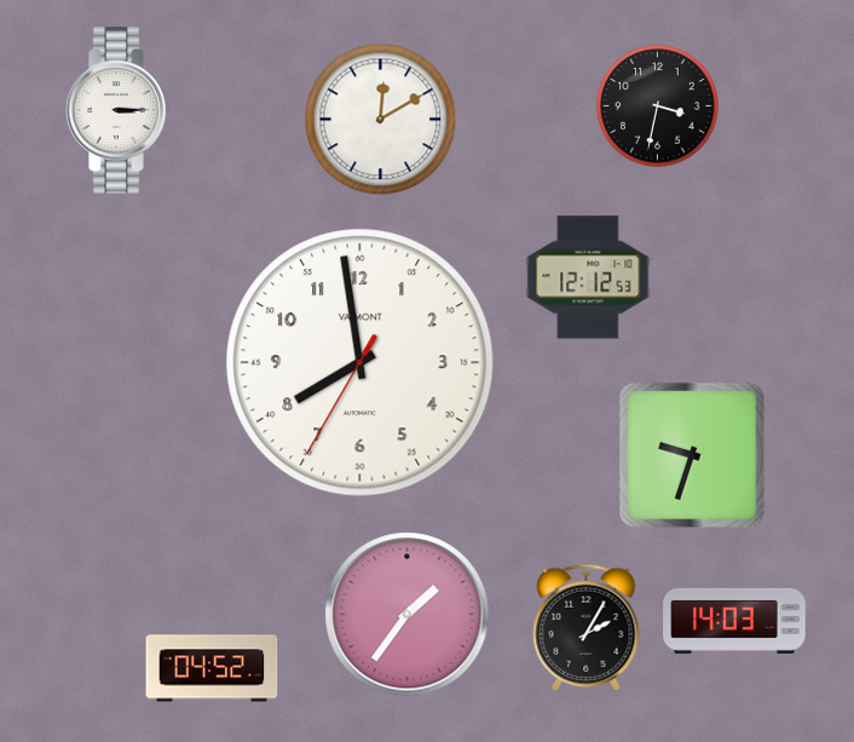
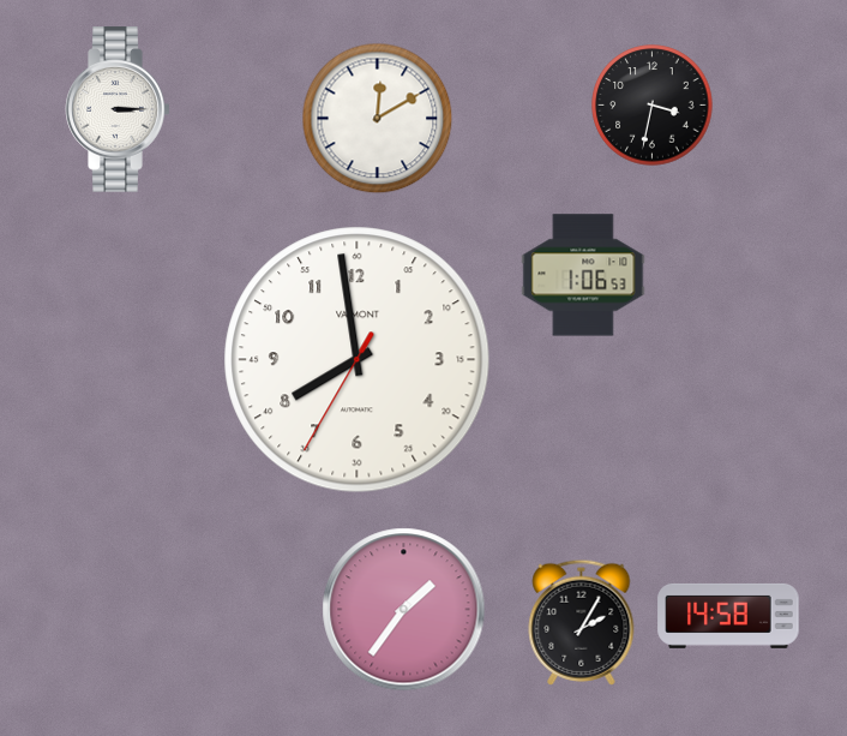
clock at (588, 277): 12:12 -> 1:06
clock at (692, 455): 9:33 -> none
clock at (734, 621): 14:03 -> 14:58
clock at (212, 668): 04:52 -> none
